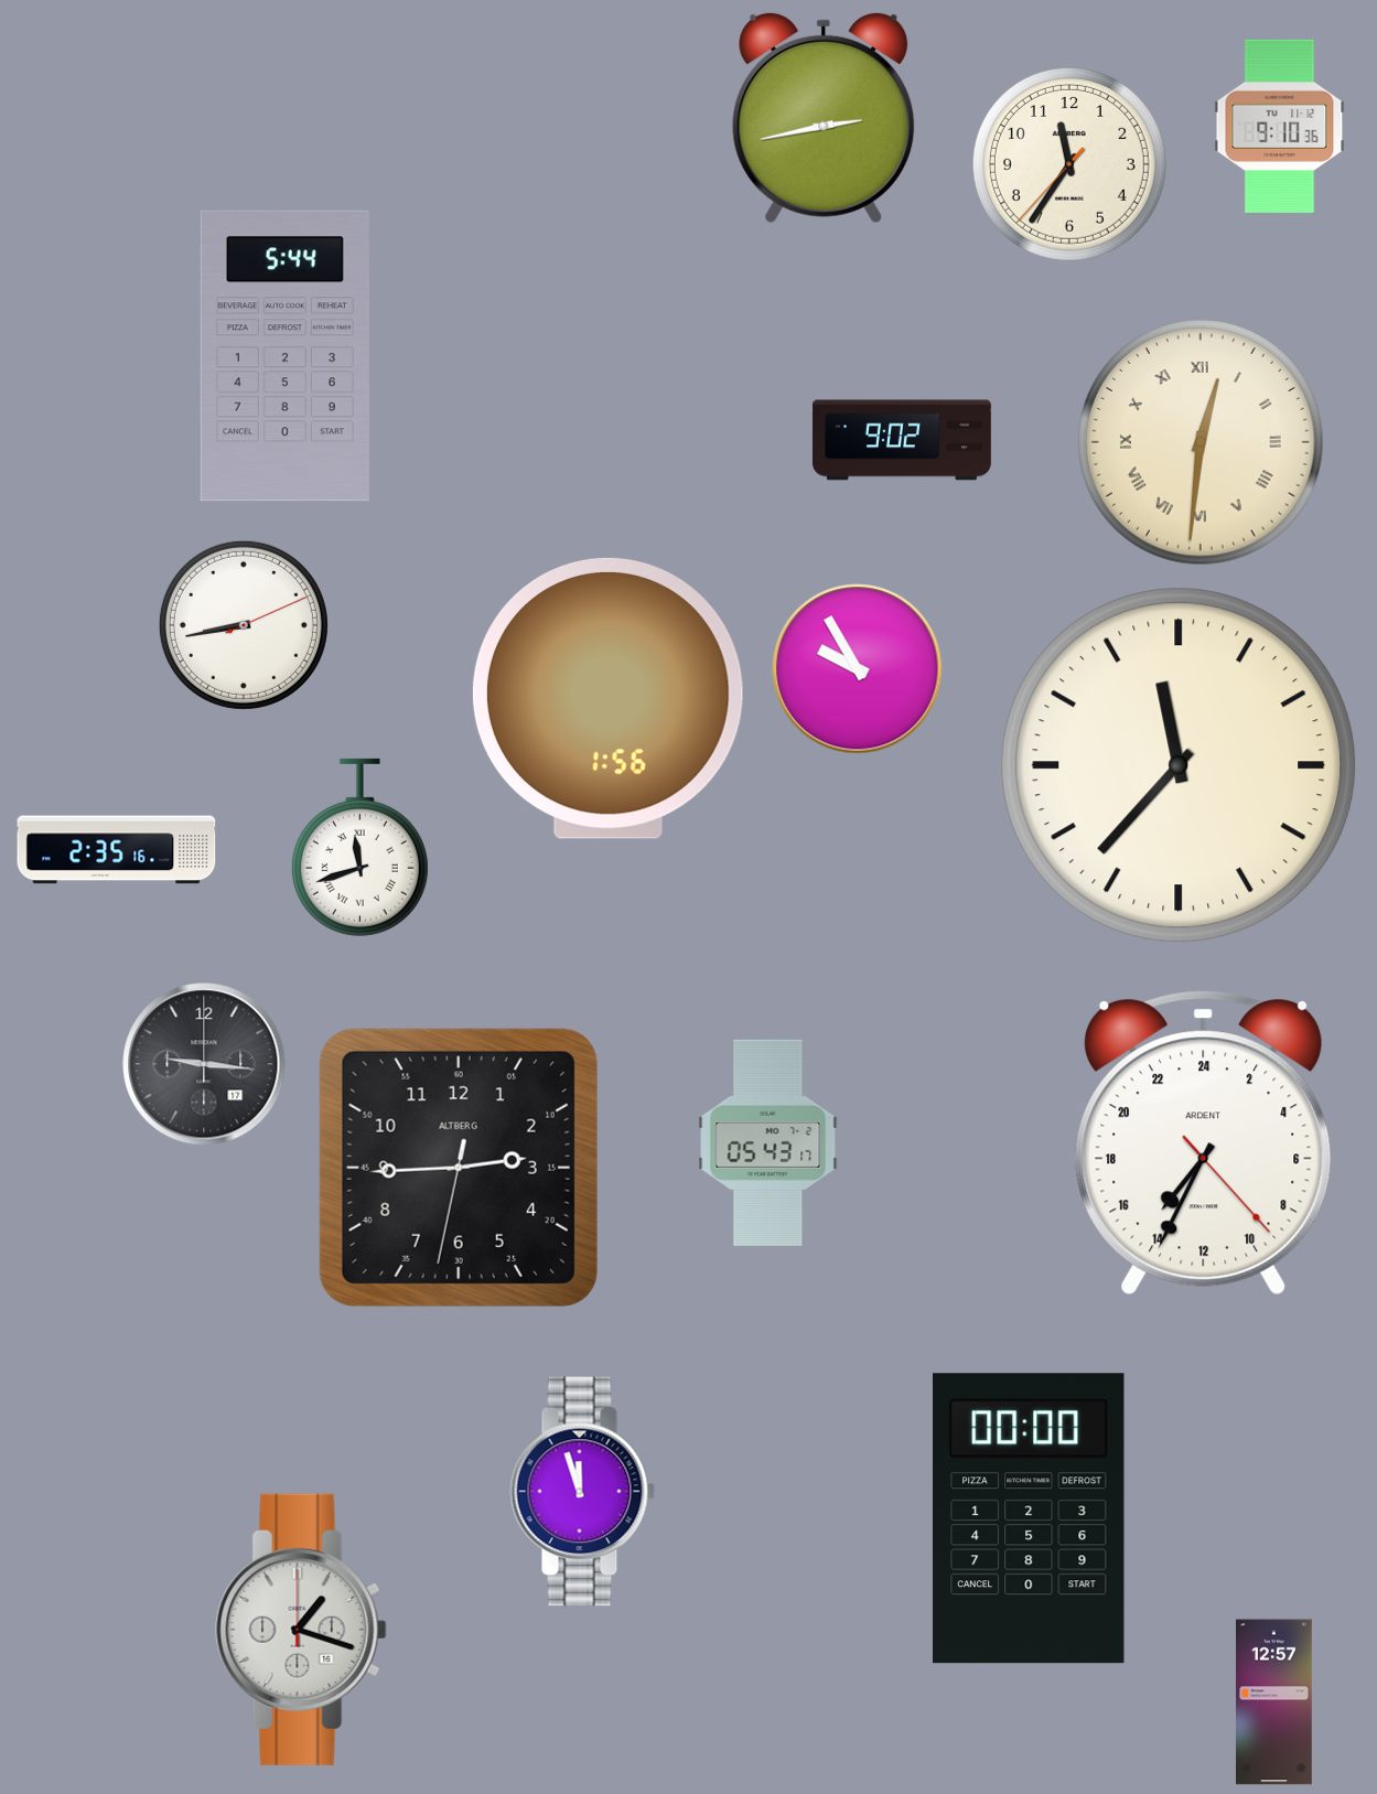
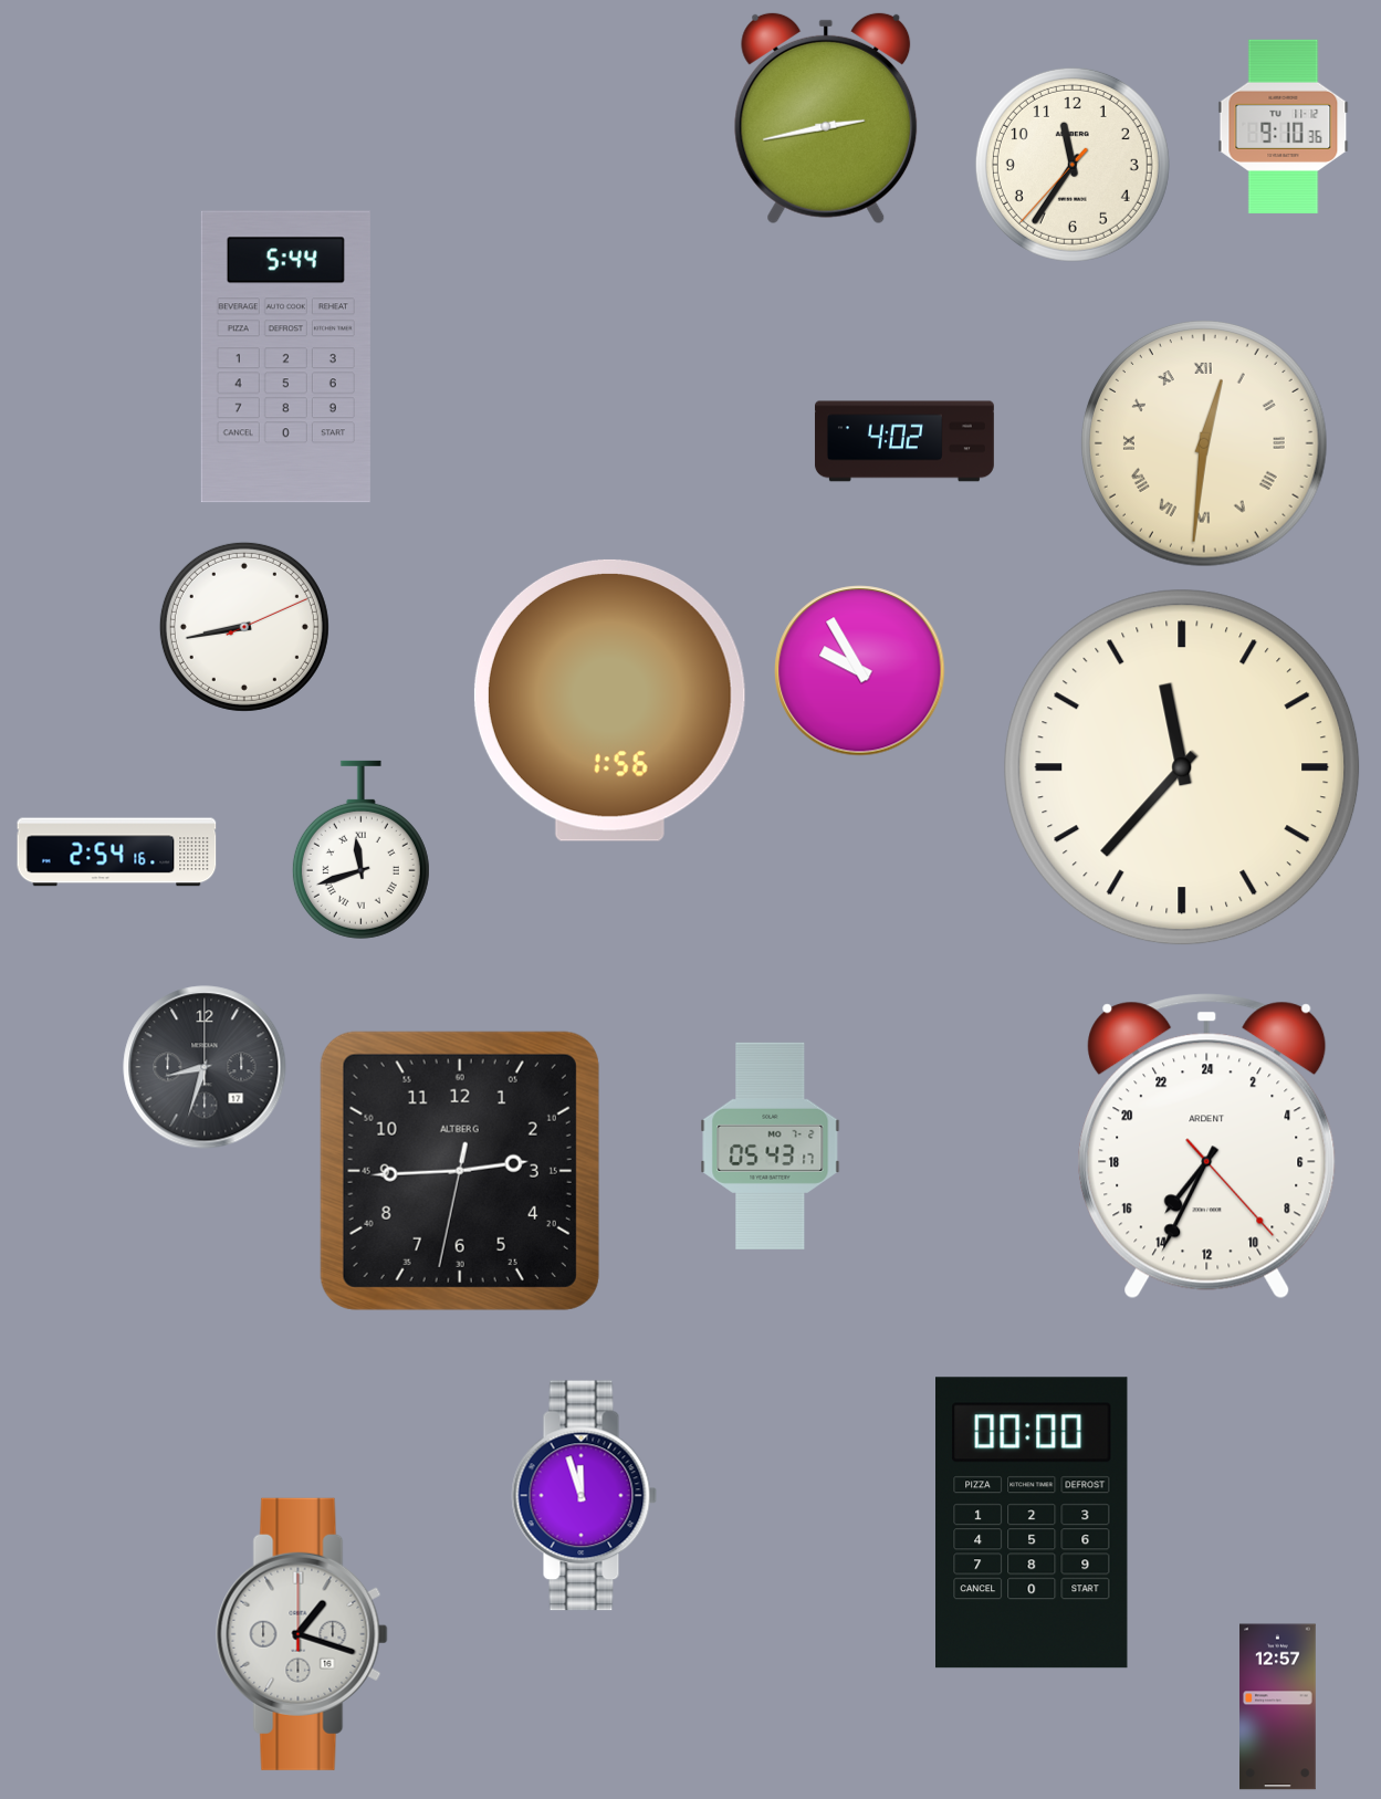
clock at (902, 440): 9:02 -> 4:02
clock at (117, 850): 2:35 -> 2:54
clock at (204, 1064): 9:16 -> 8:33
